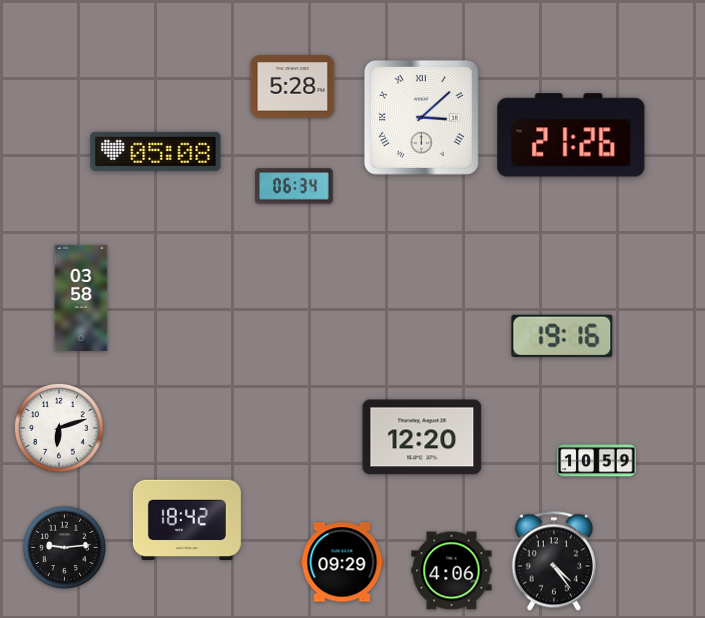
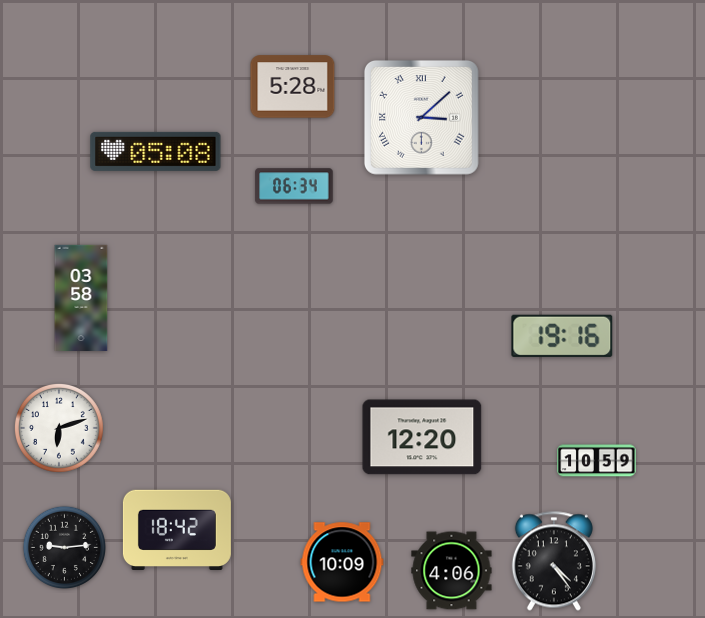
clock at (571, 135): 21:26 -> none
clock at (187, 519) position: (187, 519) -> (177, 529)
clock at (342, 562): 09:29 -> 10:09
